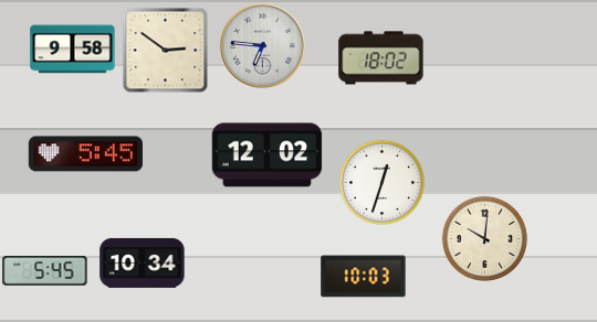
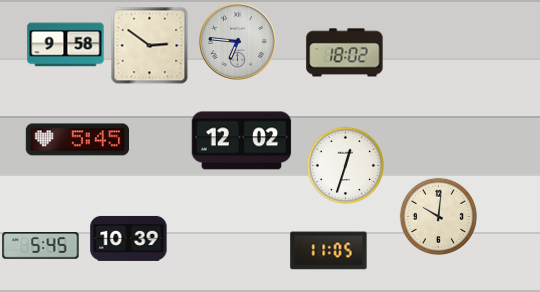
clock at (143, 262): 10:34 -> 10:39
clock at (364, 277): 10:03 -> 11:05
